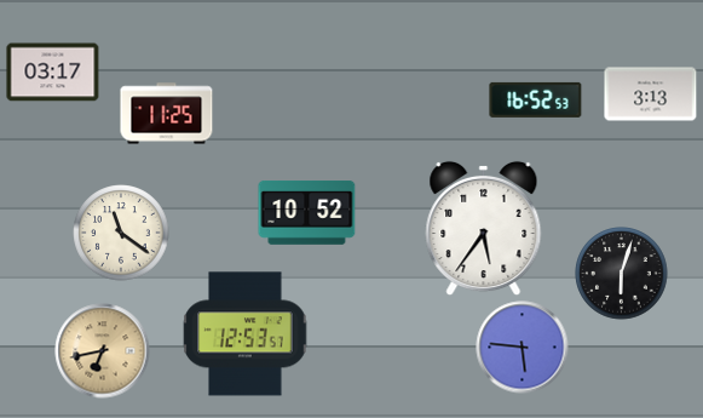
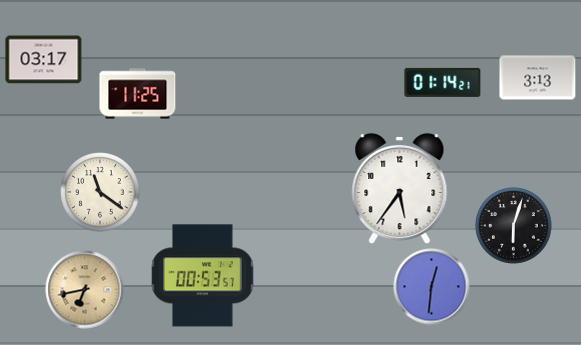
clock at (536, 99): 16:52 -> 01:14
clock at (307, 213): 10:52 -> none
clock at (246, 334): 12:53 -> 00:53
clock at (523, 348): 5:46 -> 12:31
